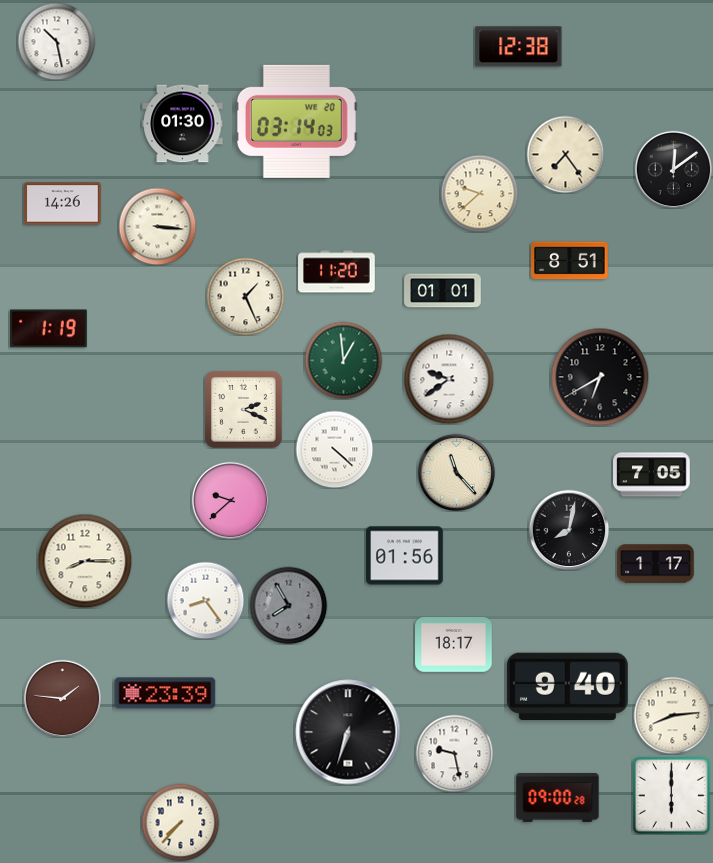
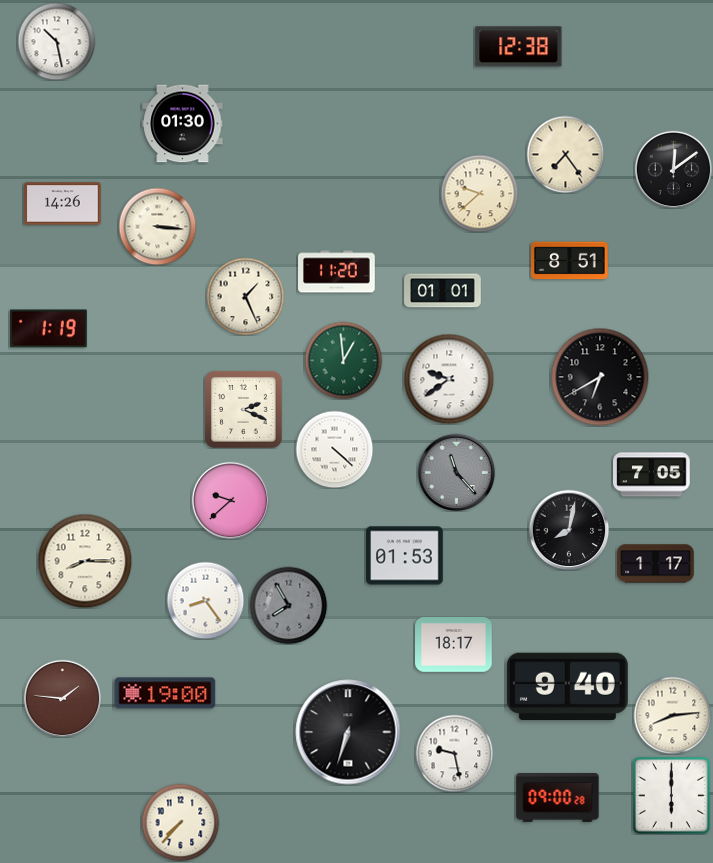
clock at (296, 121): 03:14 -> none
clock at (456, 472) dial: cream -> grey
clock at (405, 556): 01:56 -> 01:53
clock at (165, 693): 23:39 -> 19:00
